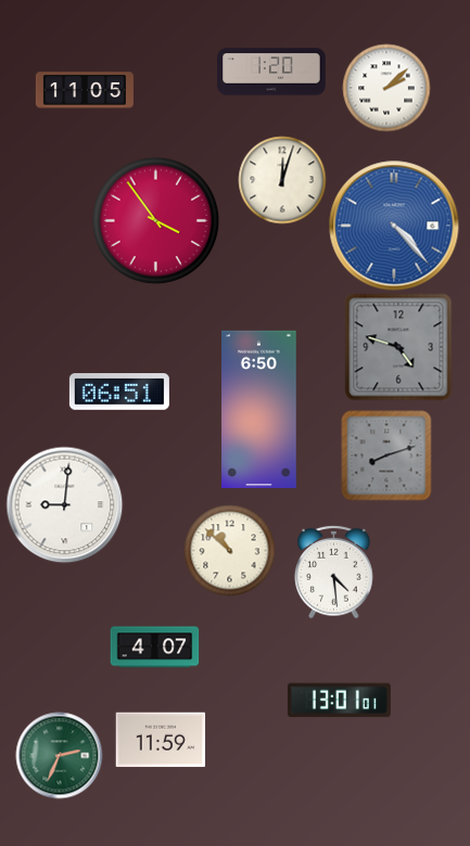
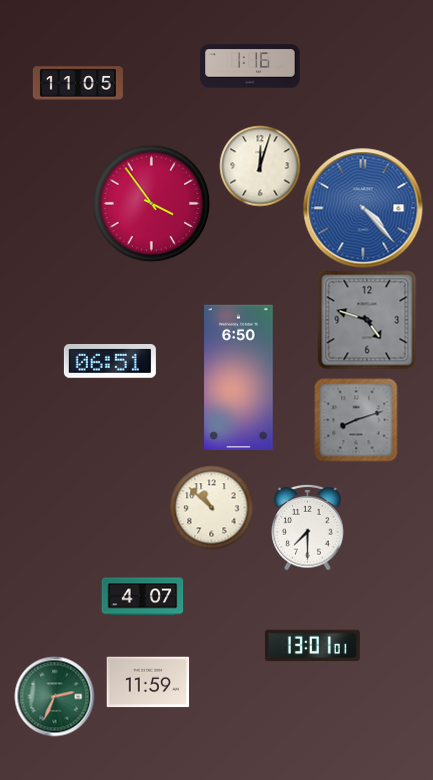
clock at (271, 72): 1:20 -> 1:16
clock at (386, 88): 2:08 -> none
clock at (155, 220) position: (155, 220) -> (151, 203)
clock at (64, 504): 9:01 -> none
clock at (334, 572): 4:29 -> 7:30
